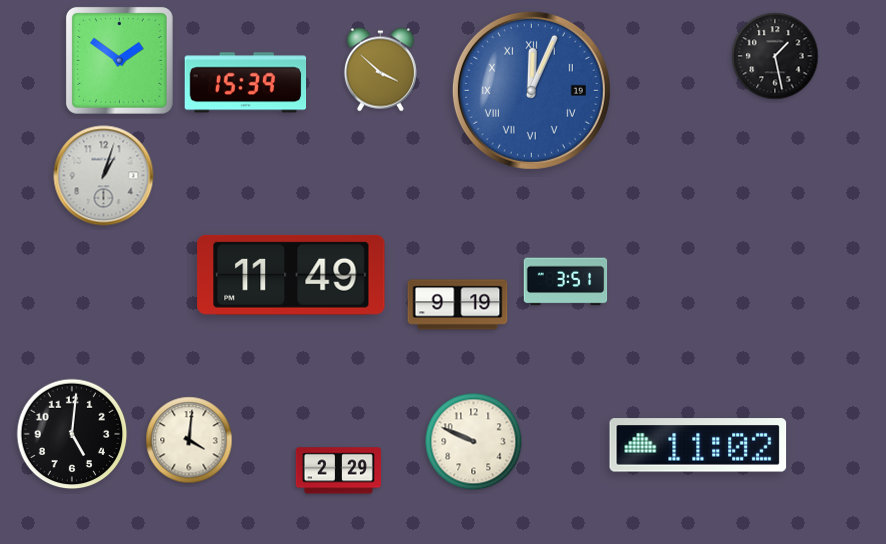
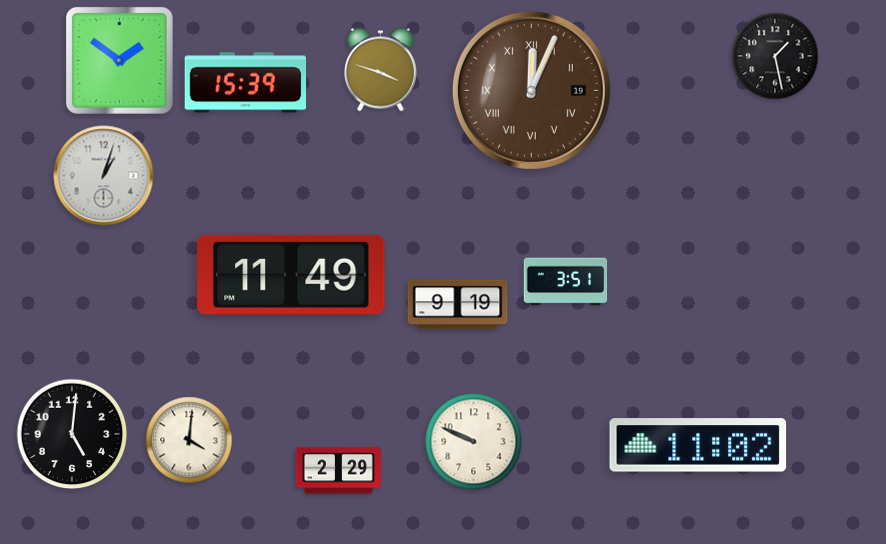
clock at (380, 70): 3:52 -> 3:48
clock at (531, 90) dial: blue -> brown
